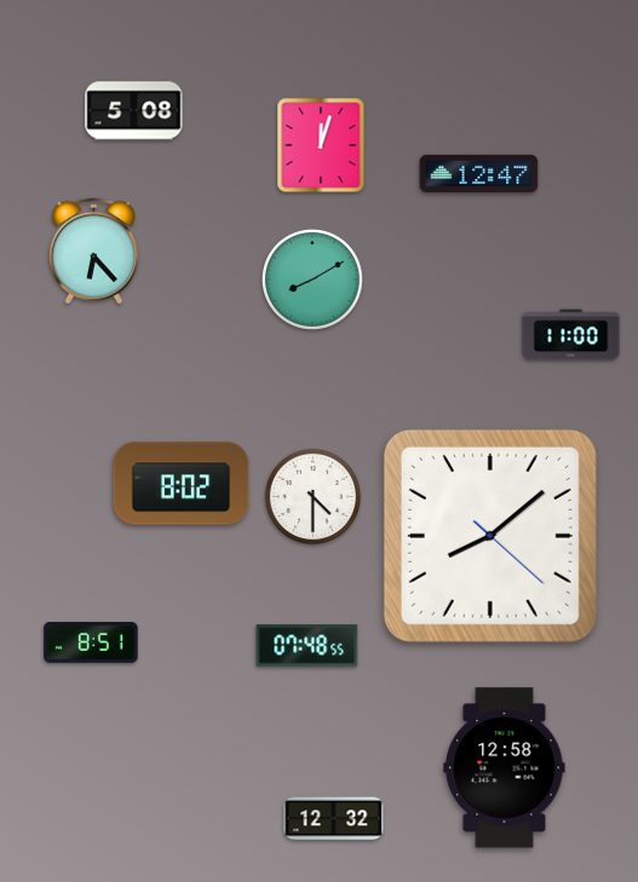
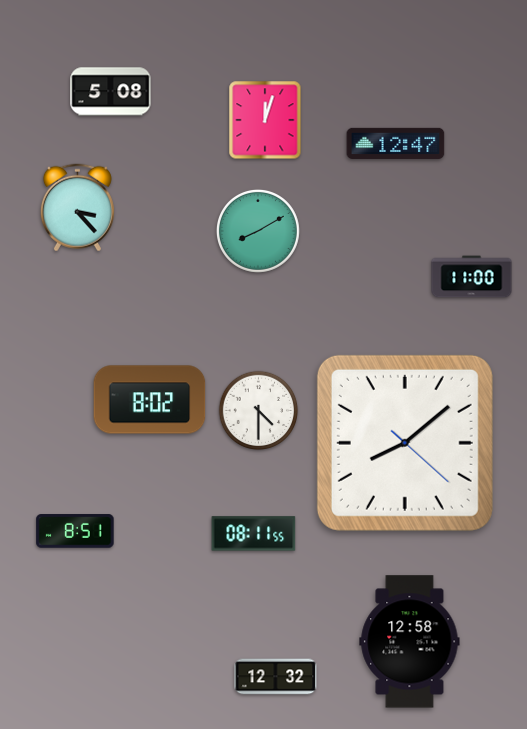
clock at (93, 252): 6:23 -> 3:23
clock at (307, 646): 07:48 -> 08:11
clock at (505, 768) position: (505, 768) -> (410, 642)
